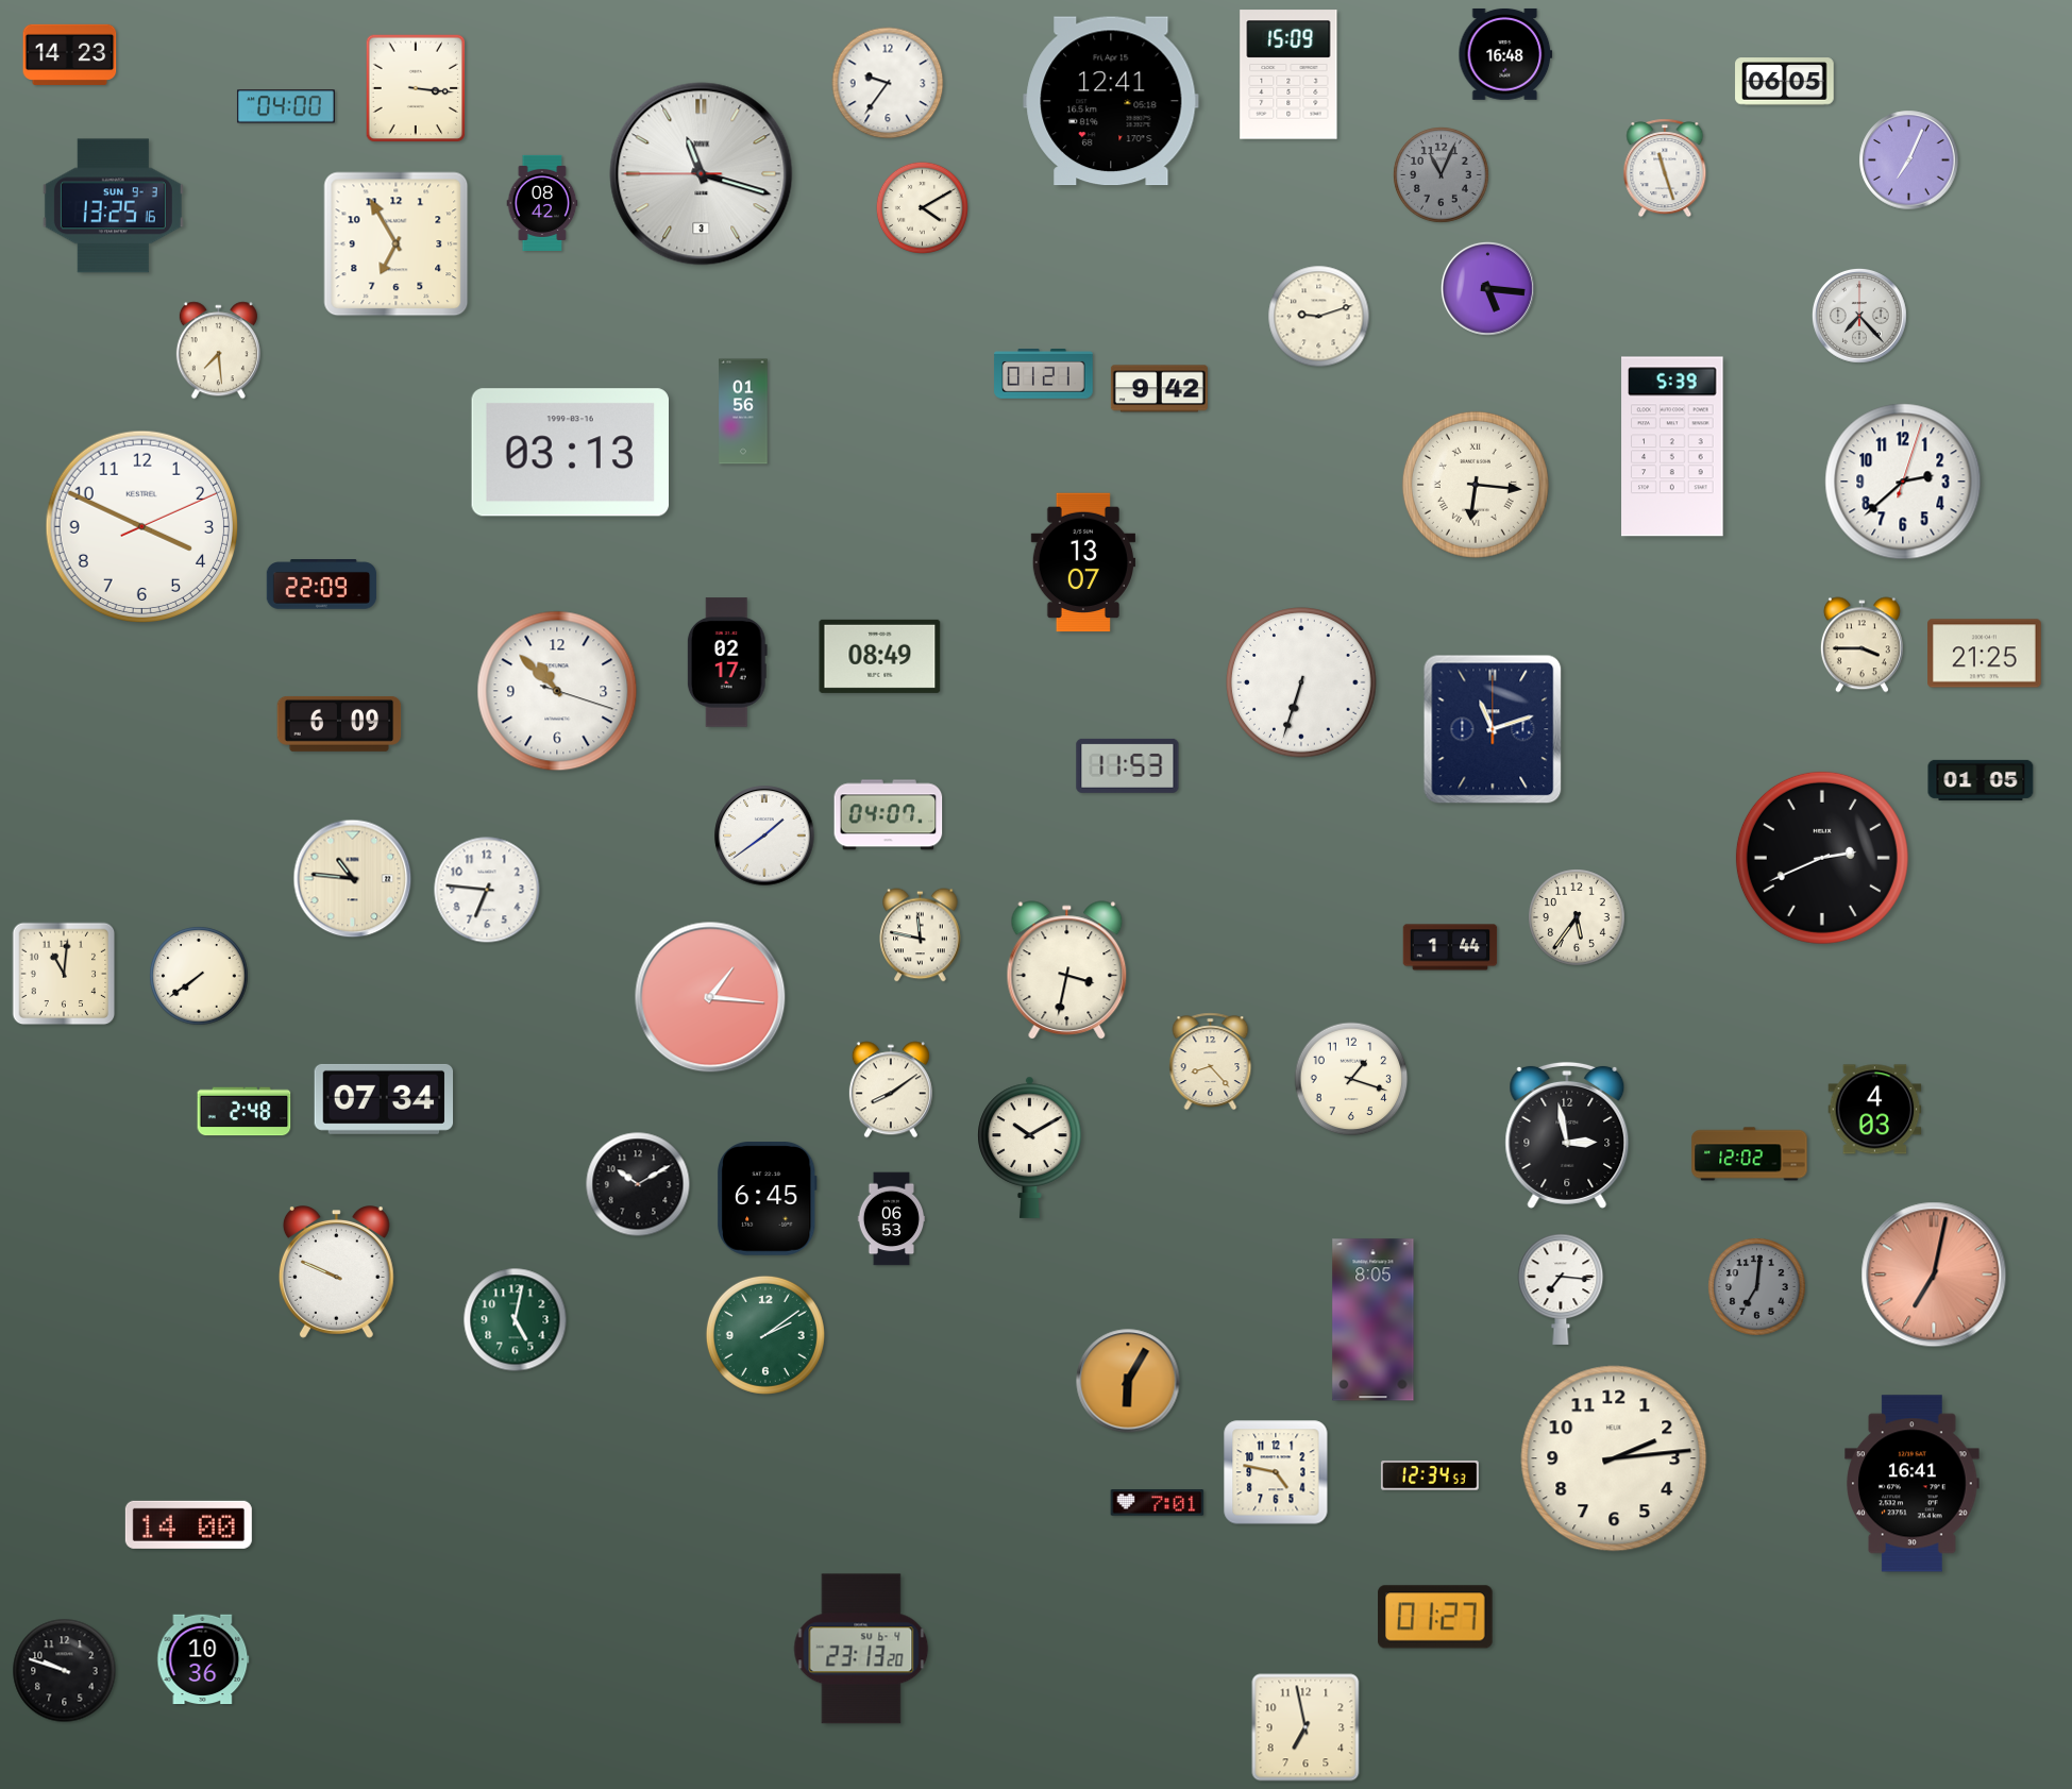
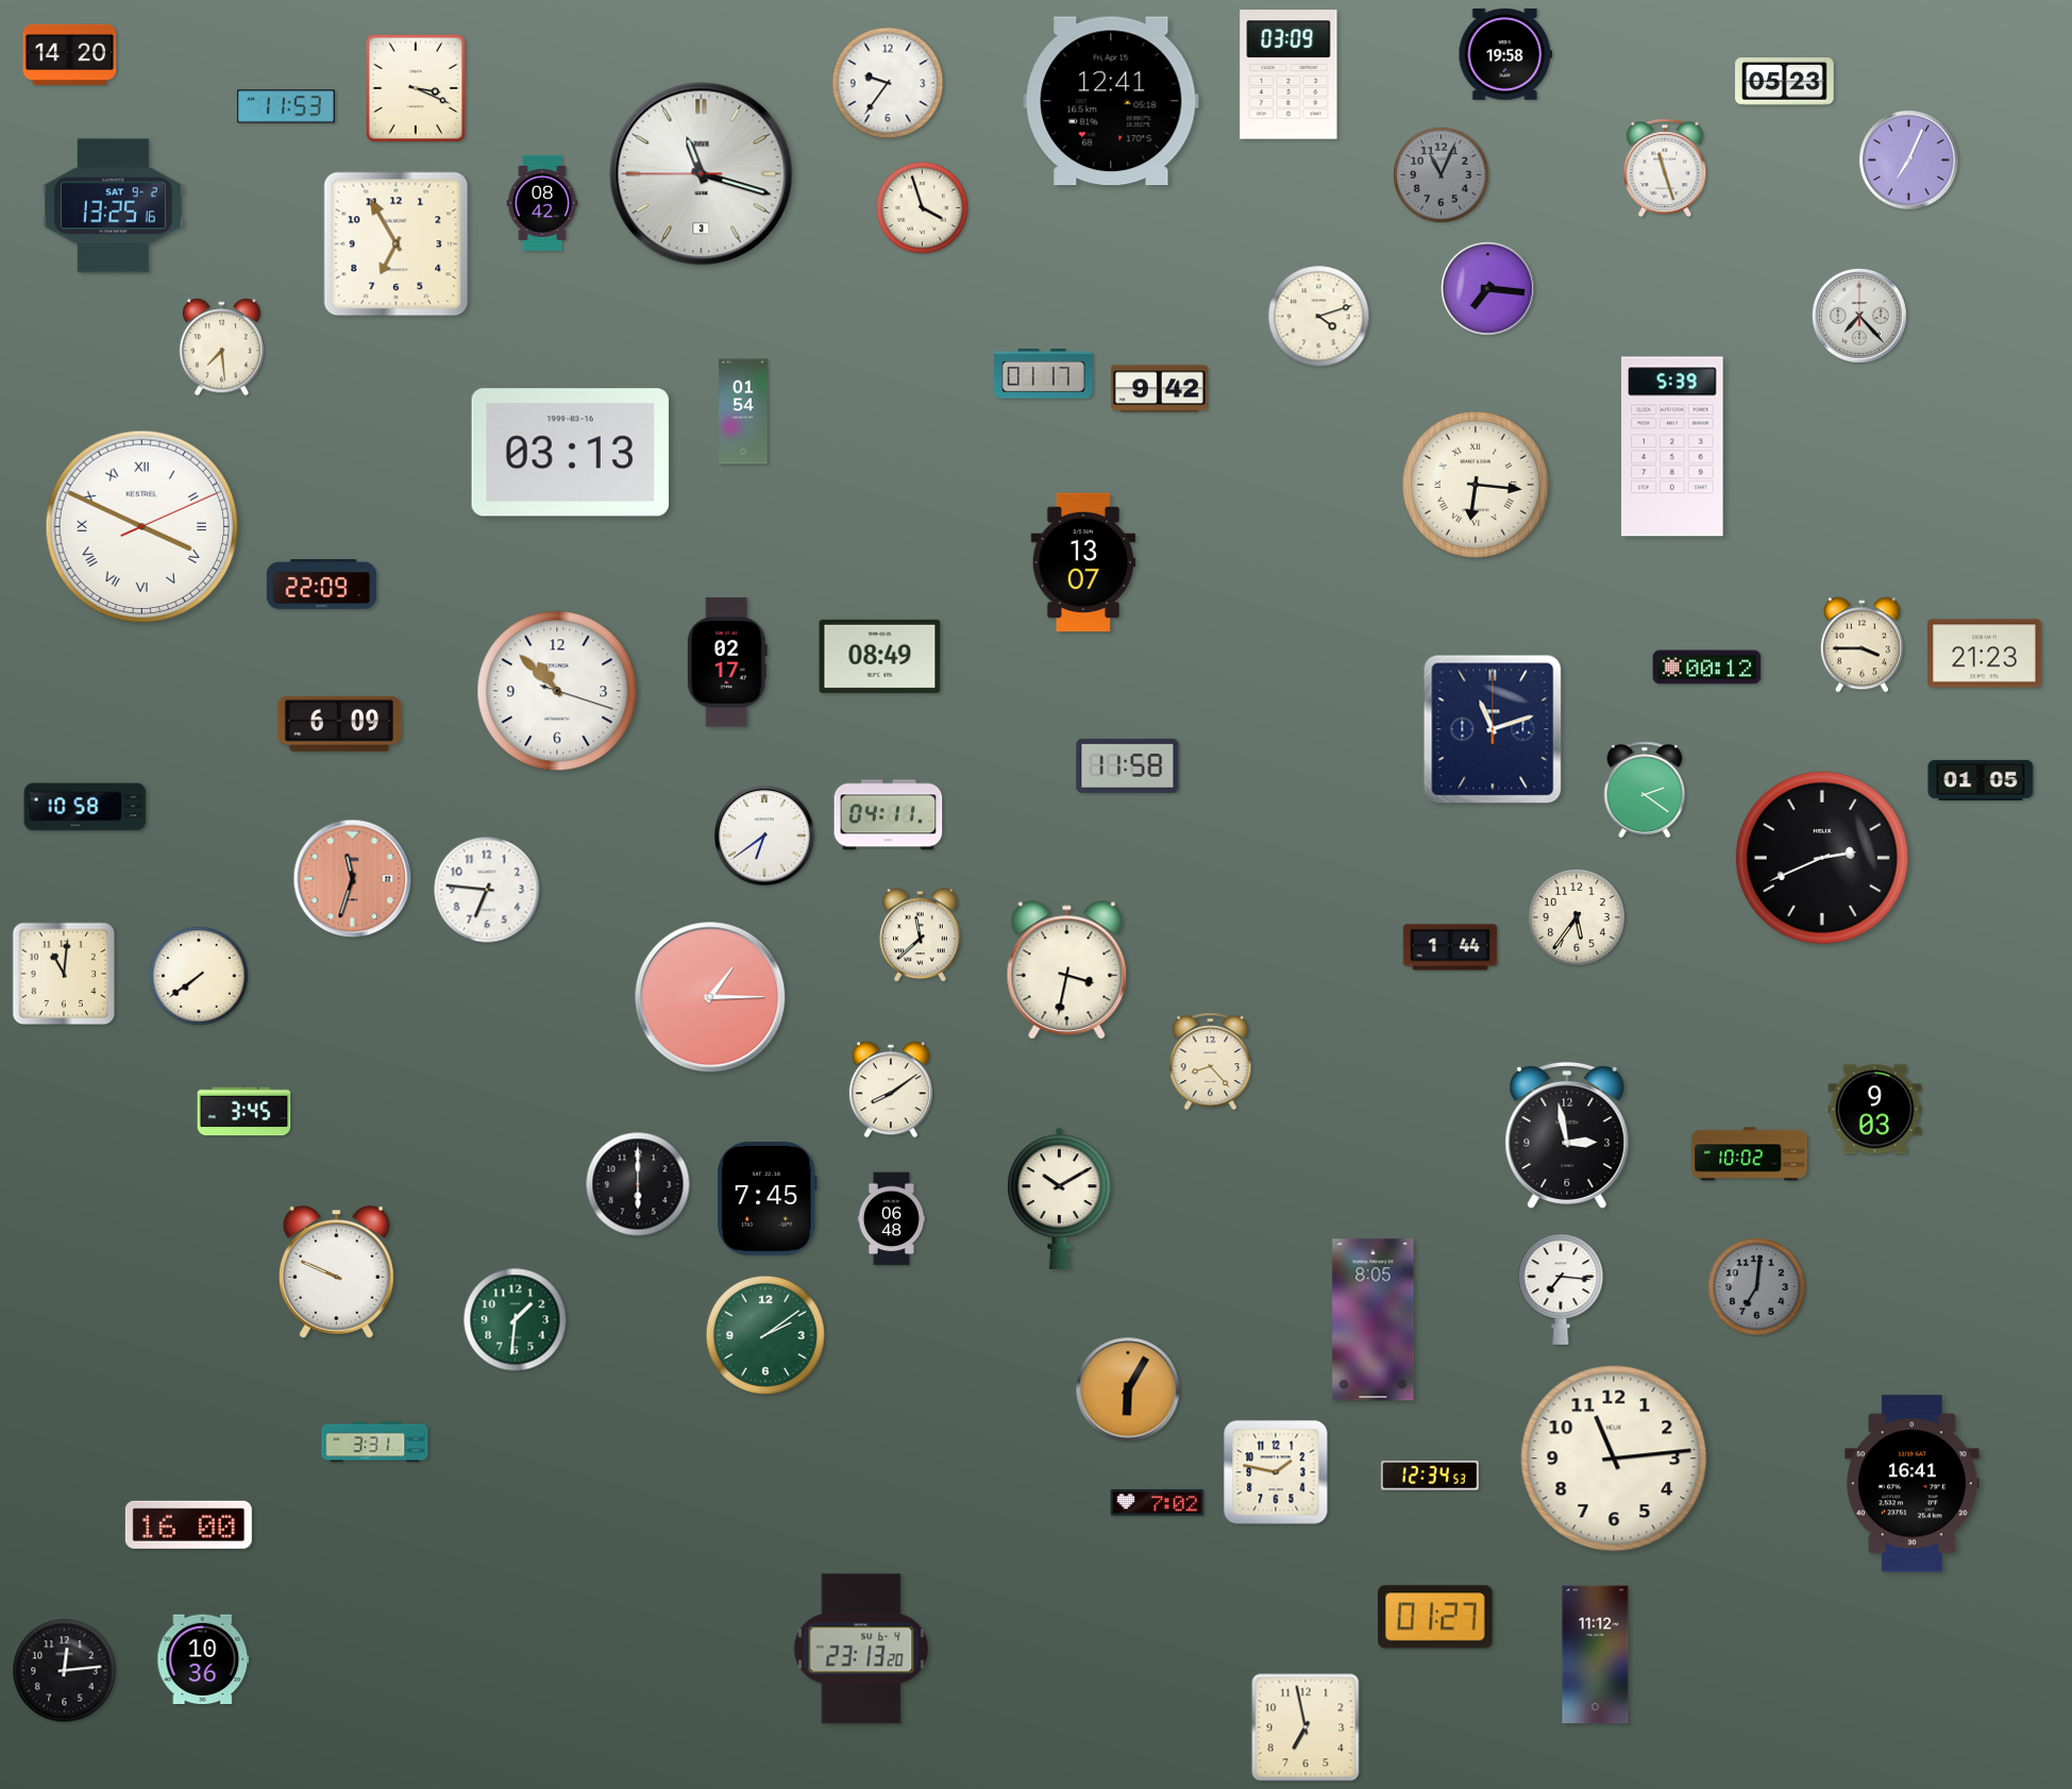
clock at (70, 54): 14:23 -> 14:20
clock at (1505, 54): 16:48 -> 19:58
clock at (1288, 74): 15:09 -> 03:09
clock at (1785, 82): 06:05 -> 05:23
clock at (416, 88): 3:16 -> 3:19
clock at (286, 106): 04:00 -> 11:53
clock at (113, 206) date: SUN 9-3 -> SAT 9-2
clock at (922, 207): 4:10 -> 3:57
clock at (1487, 288): 5:16 -> 7:16
clock at (1319, 317): 9:12 -> 4:12
clock at (218, 351) position: (218, 351) -> (221, 348)
clock at (1044, 374): 01:21 -> 01:17
clock at (743, 411): 01:56 -> 01:54
clock at (1903, 482): 2:38 -> none
clock at (142, 527) numerals: Arabic -> Roman
clock at (1985, 654): 21:25 -> 21:23
clock at (1707, 668): none -> 00:12
clock at (1301, 682): 6:33 -> none
clock at (1128, 765): 11:53 -> 11:58
clock at (1645, 790): none -> 2:21
clock at (85, 807): none -> 10:58
clock at (889, 815): 04:07 -> 04:11
clock at (764, 836): 1:39 -> 6:39
clock at (353, 879): 10:46 -> 11:33
clock at (353, 879) dial: cream -> salmon
clock at (921, 935): 11:47 -> 11:38
clock at (710, 997): 1:16 -> 1:15
clock at (1351, 1079): 1:18 -> none
clock at (384, 1099): 07:34 -> none
clock at (1875, 1110): 4:03 -> 9:03
clock at (245, 1112): 2:48 -> 3:45
clock at (1030, 1147) position: (1030, 1147) -> (1060, 1198)
clock at (1750, 1154): 12:02 -> 10:02
clock at (638, 1184): 10:10 -> 6:00
clock at (767, 1199): 6:45 -> 7:45
clock at (892, 1219): 06:53 -> 06:48
clock at (1934, 1275): 7:02 -> none
clock at (516, 1320): 5:02 -> 1:31
clock at (1128, 1381) position: (1128, 1381) -> (1128, 1389)
clock at (375, 1442): none -> 3:31
clock at (1614, 1458): 2:14 -> 11:14
clock at (1276, 1472): 4:47 -> 1:47
clock at (1158, 1503): 7:01 -> 7:02
clock at (188, 1524): 14:00 -> 16:00
clock at (1596, 1655): none -> 11:12
clock at (65, 1671): 9:48 -> 12:14
